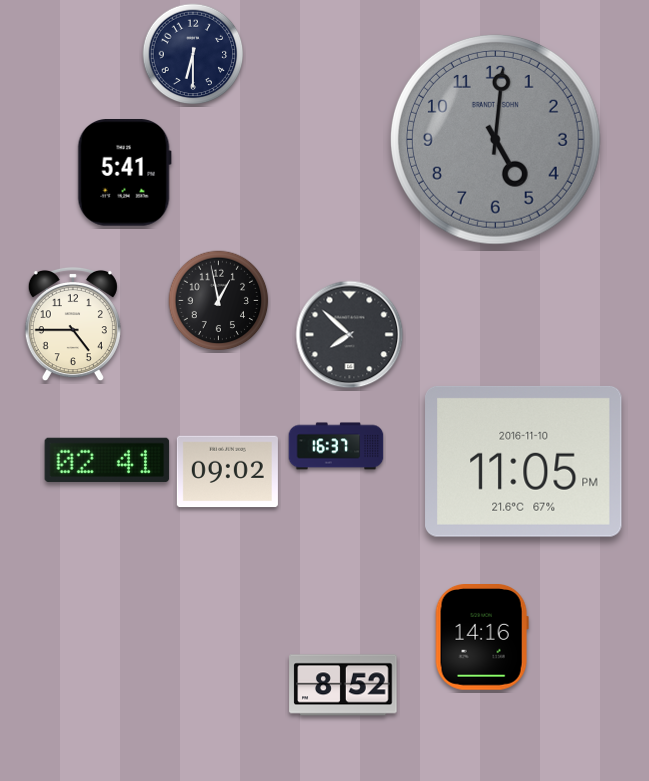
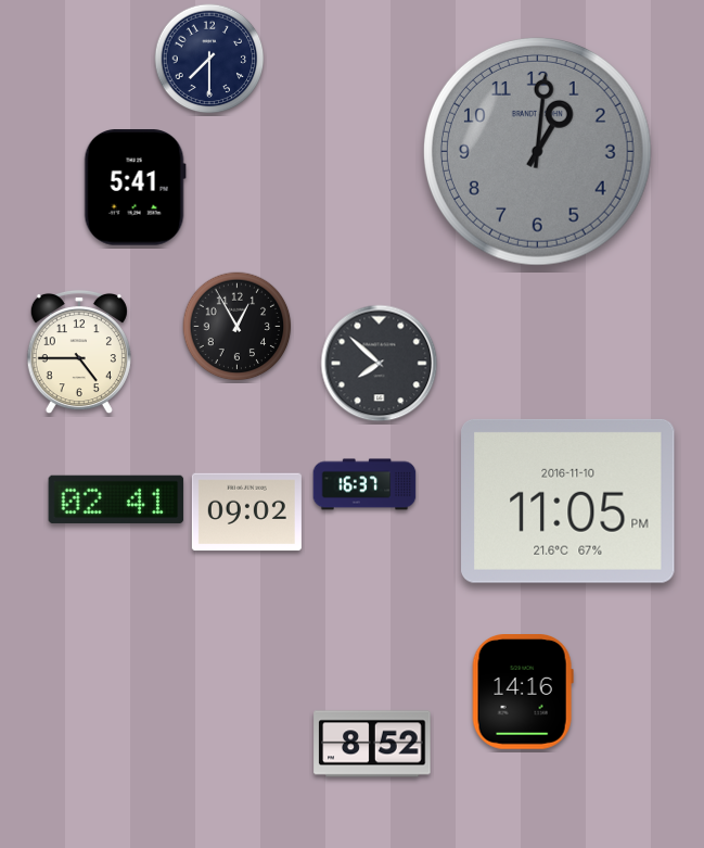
clock at (193, 54): 6:30 -> 7:30
clock at (495, 139): 5:01 -> 1:01
clock at (219, 301): 12:58 -> 12:55
